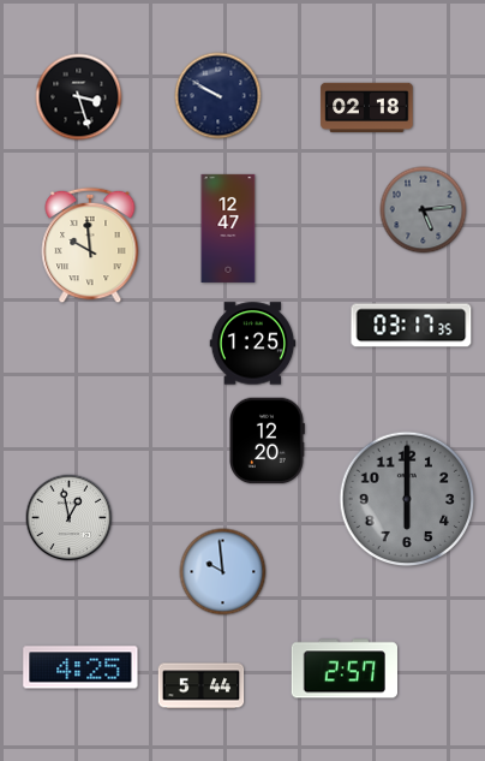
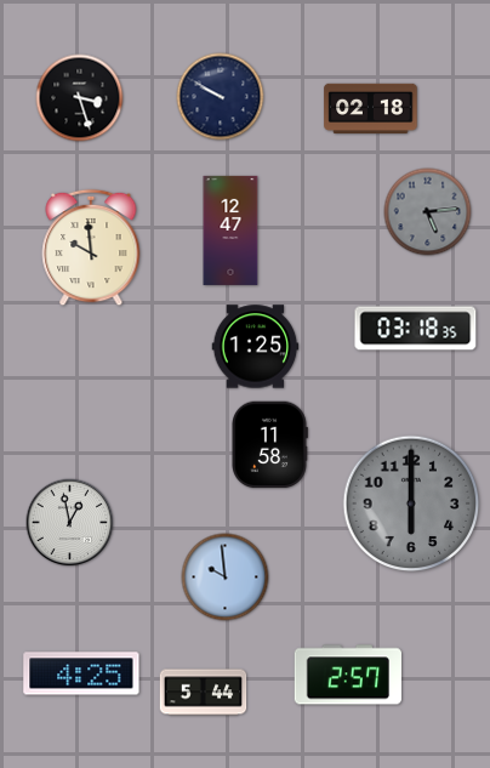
clock at (412, 326): 03:17 -> 03:18
clock at (267, 441): 12:20 -> 11:58
